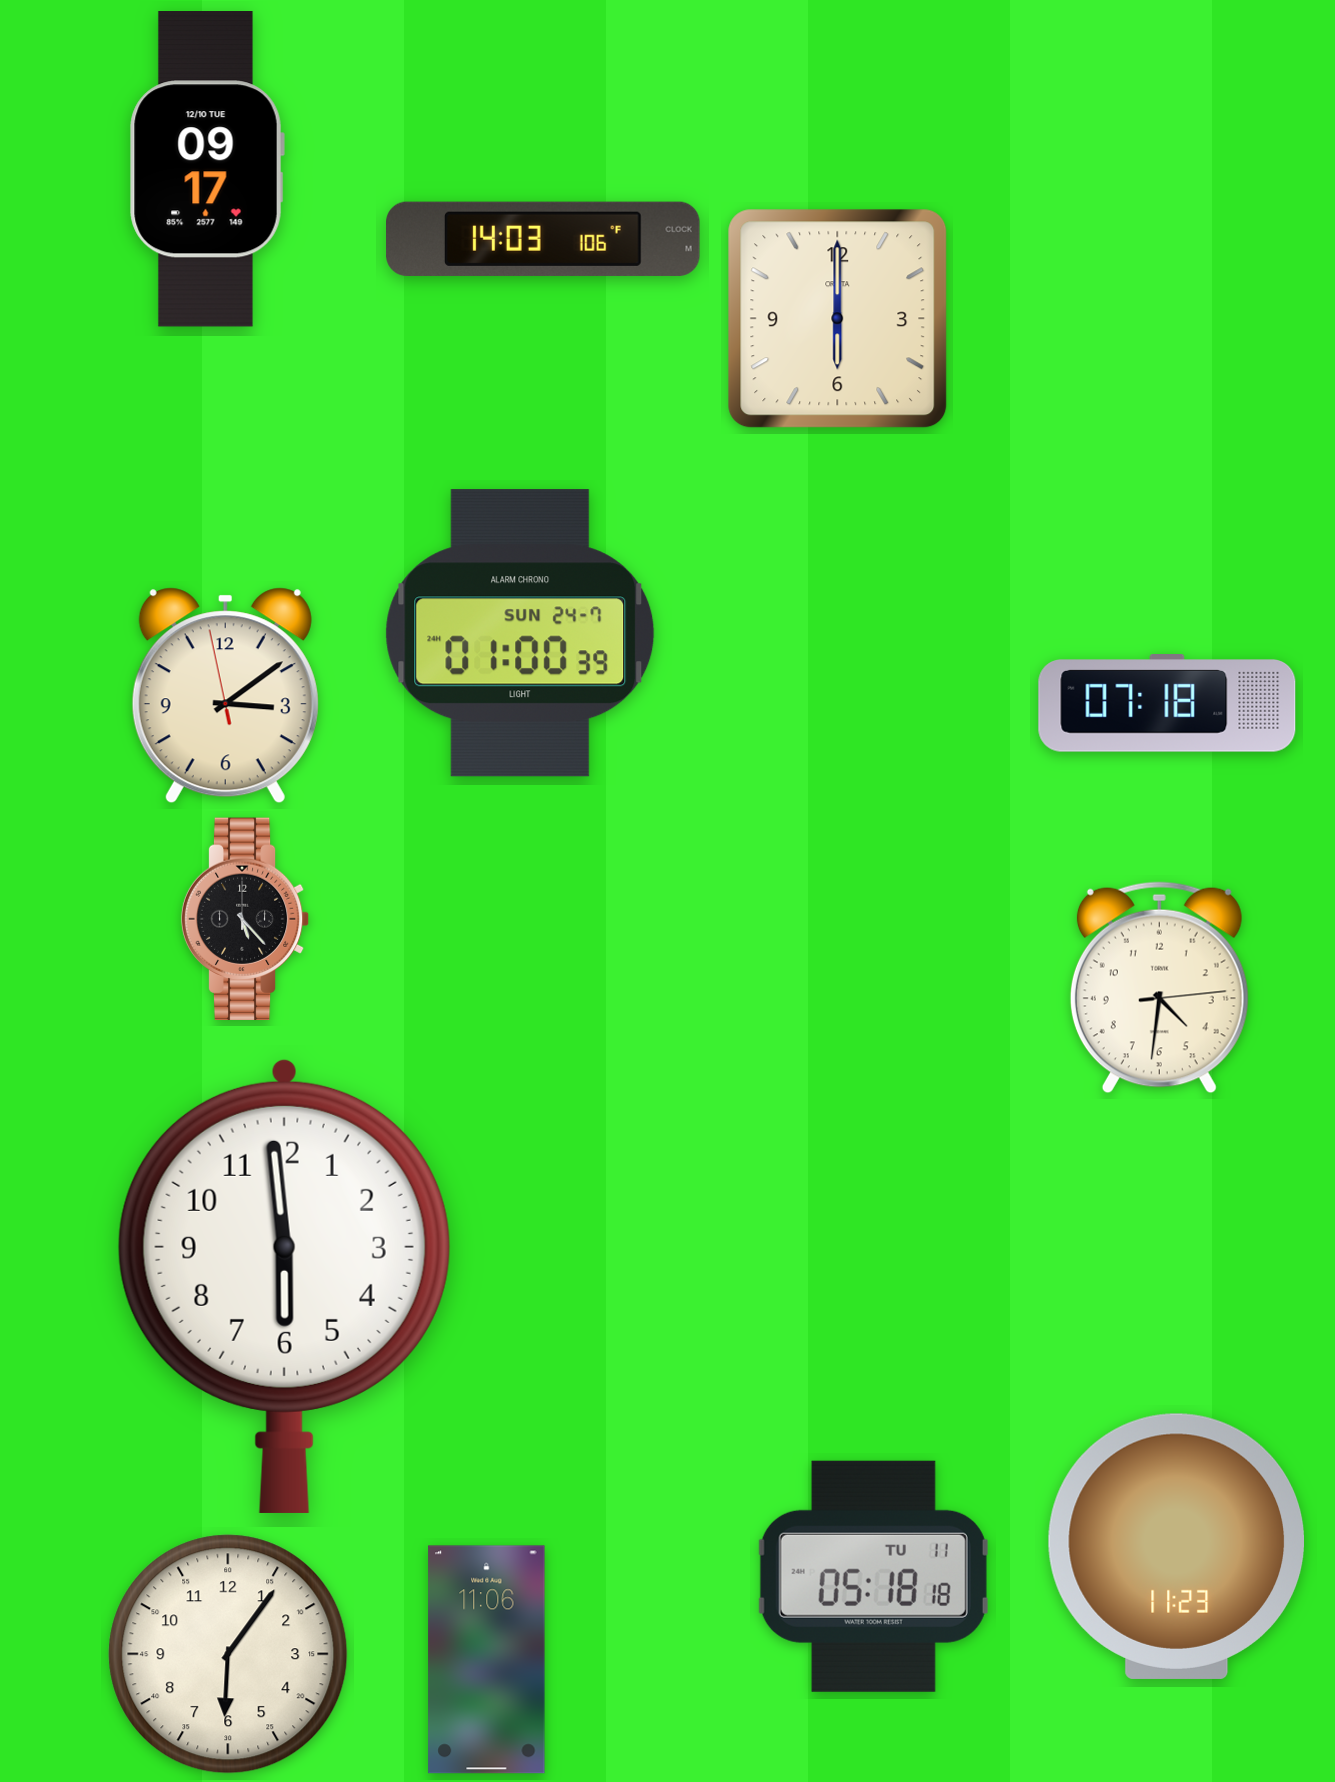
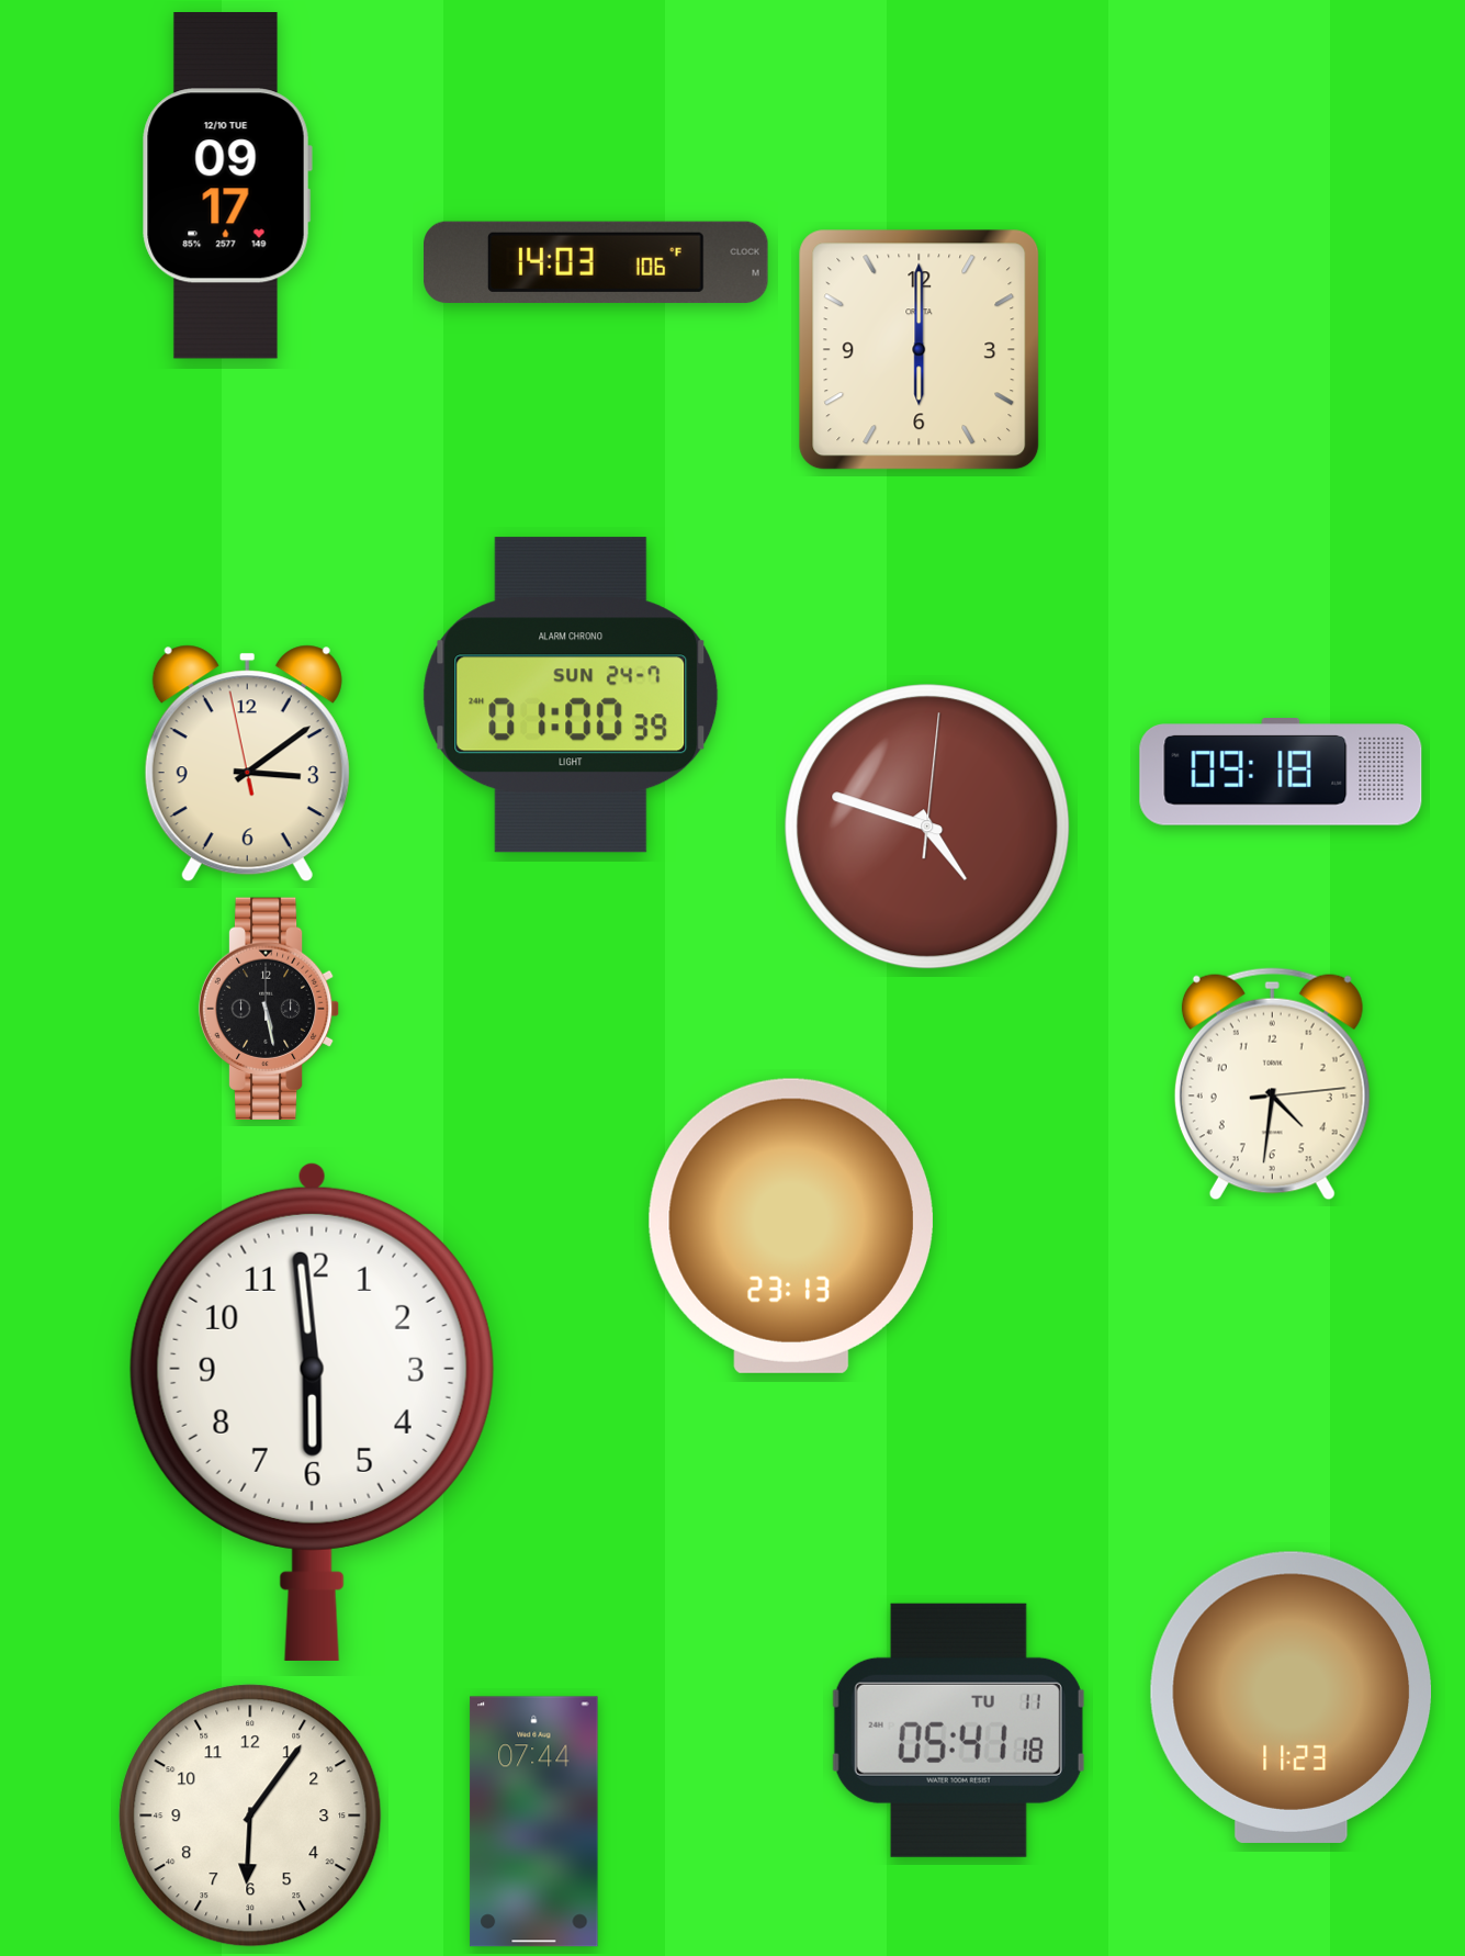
clock at (1167, 703): 07:18 -> 09:18
clock at (927, 827): none -> 4:48
clock at (245, 918): 5:23 -> 5:28
clock at (791, 1226): none -> 23:13
clock at (873, 1576): 05:18 -> 05:41
clock at (487, 1660): 11:06 -> 07:44
